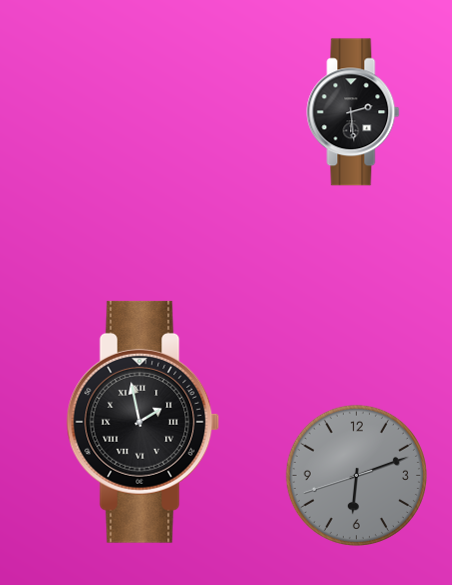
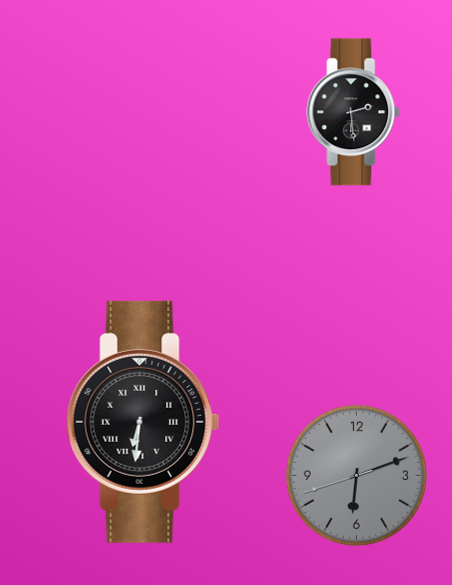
clock at (143, 422): 1:58 -> 6:31
